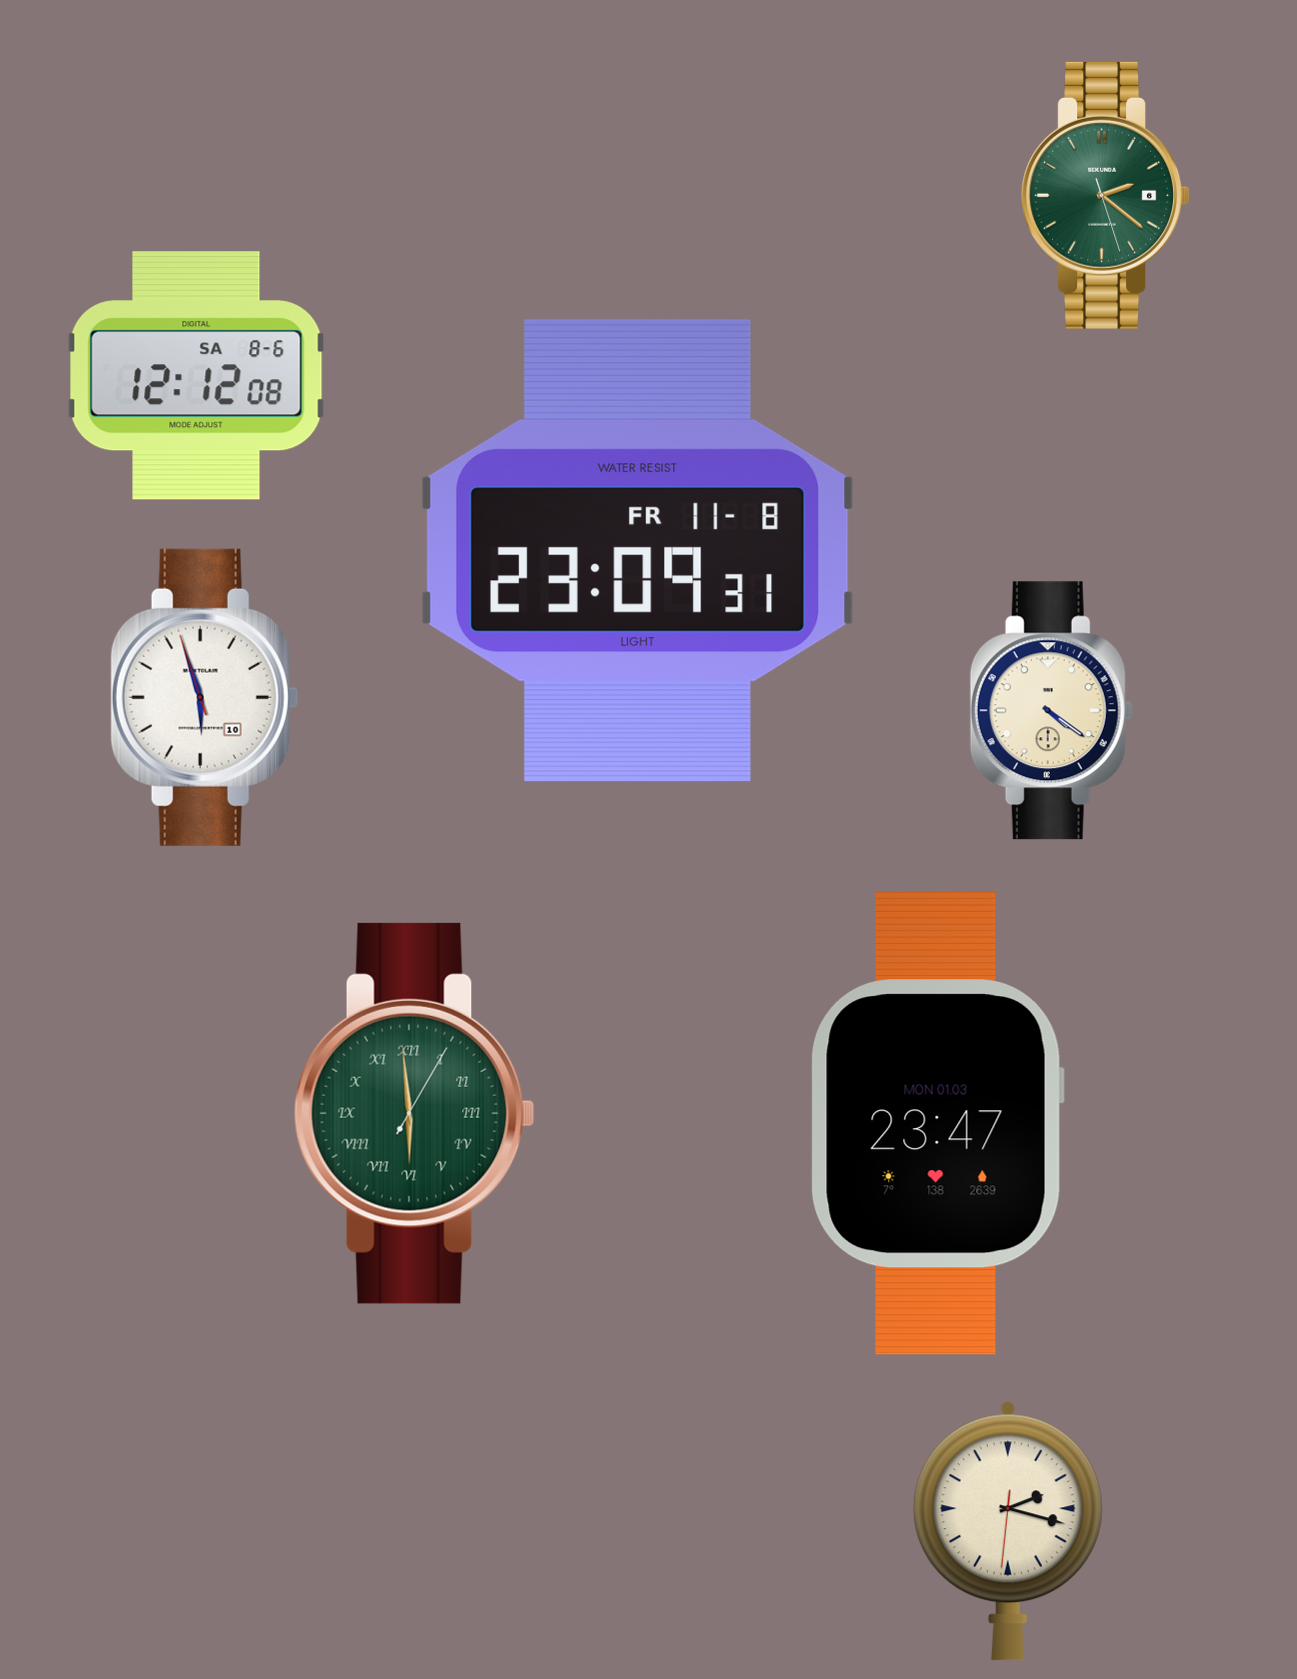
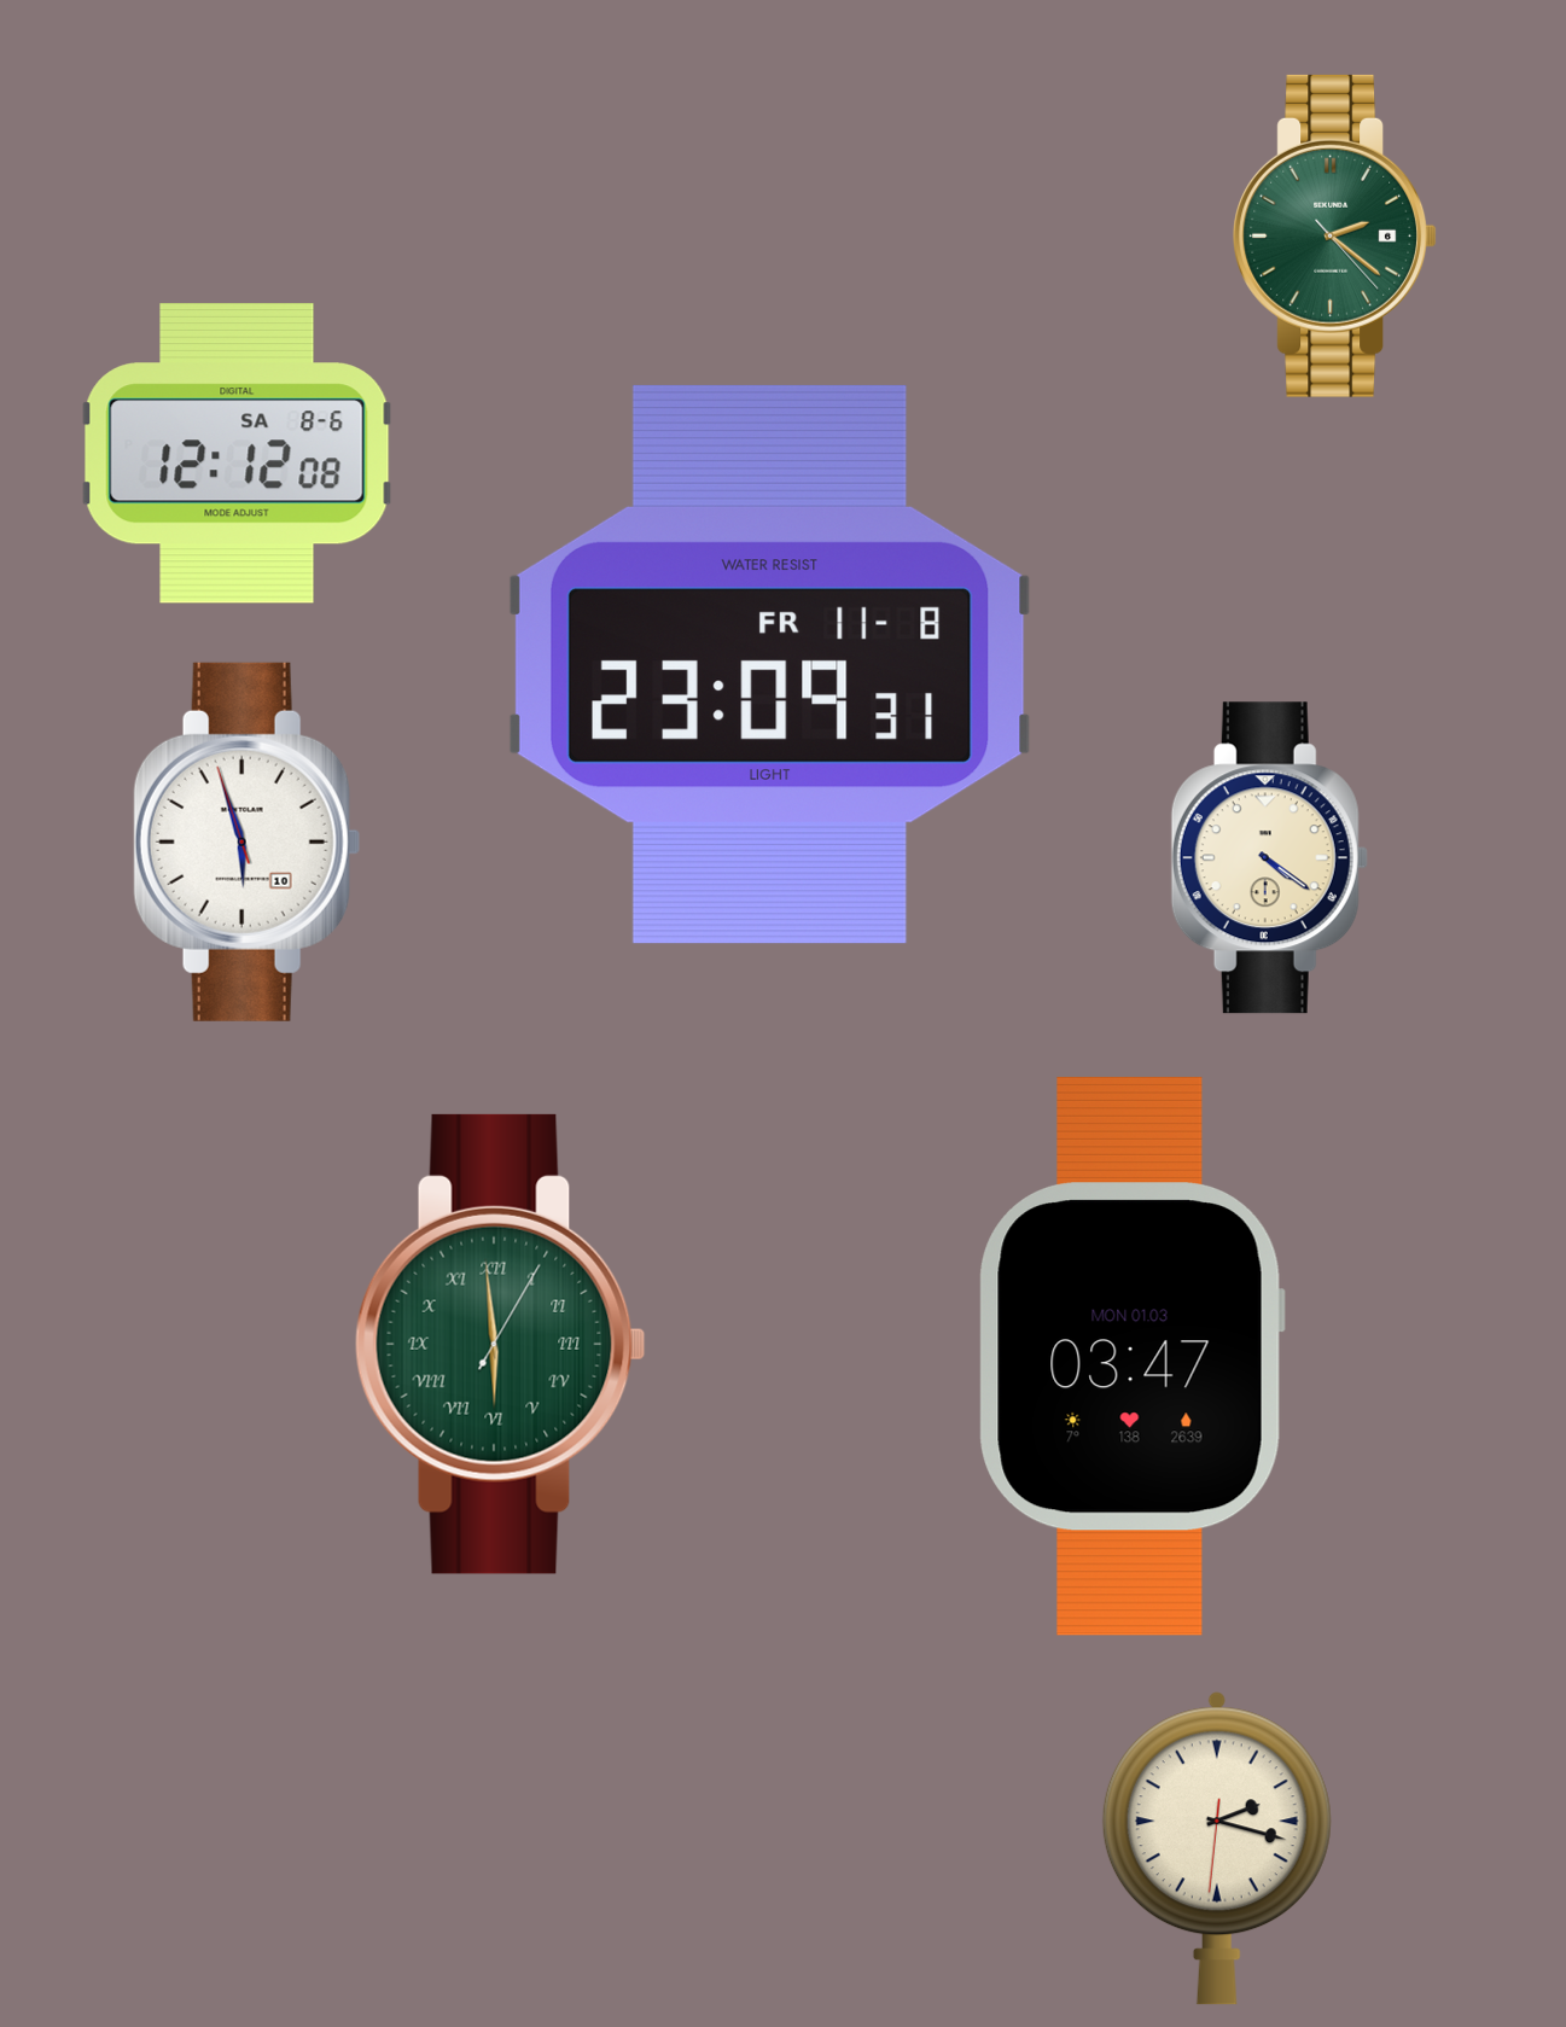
clock at (1105, 195): 2:21:27 -> 2:21:23
clock at (937, 1123): 23:47 -> 03:47
